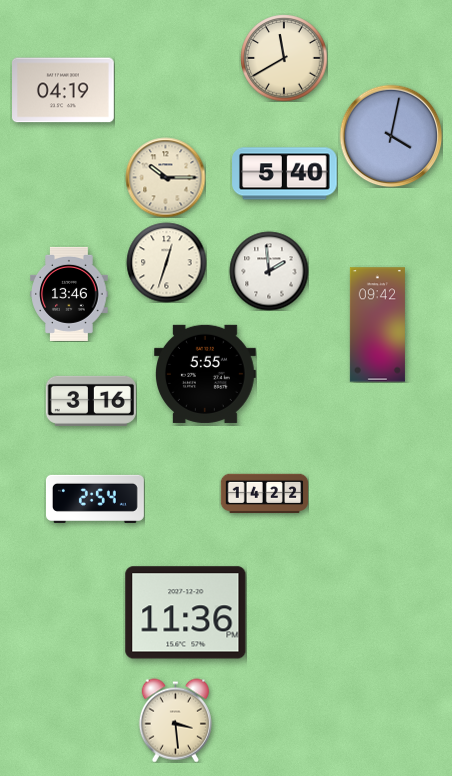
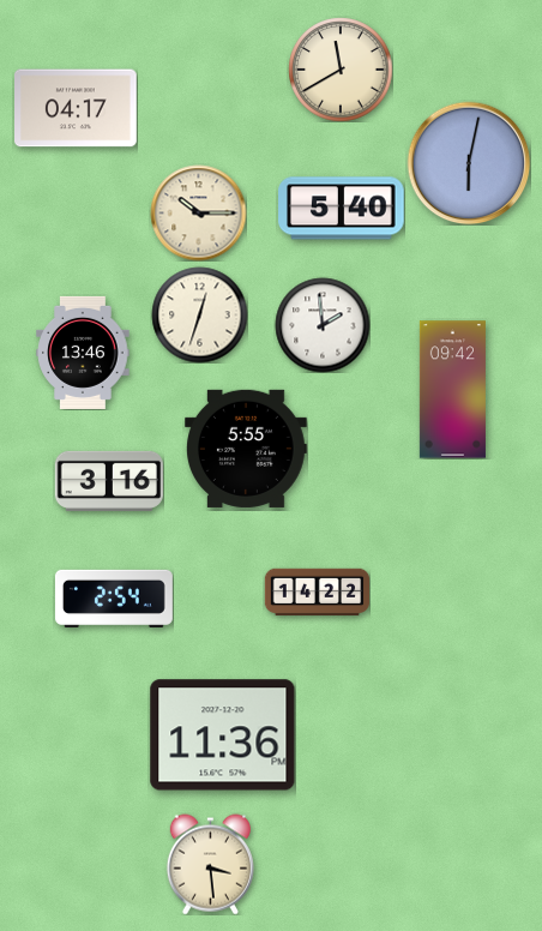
clock at (64, 90): 04:19 -> 04:17
clock at (391, 136): 4:02 -> 6:02
